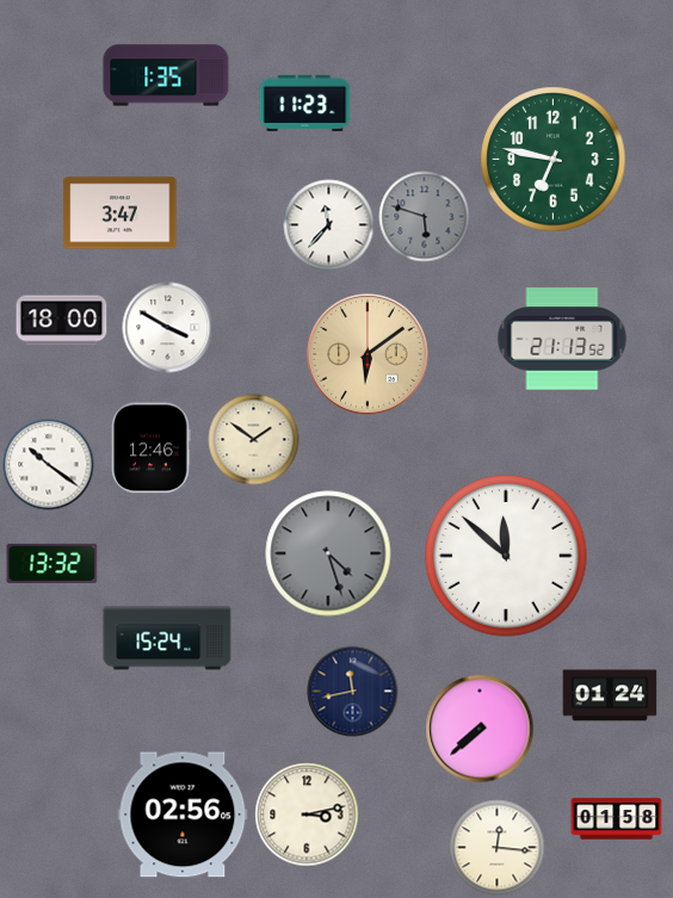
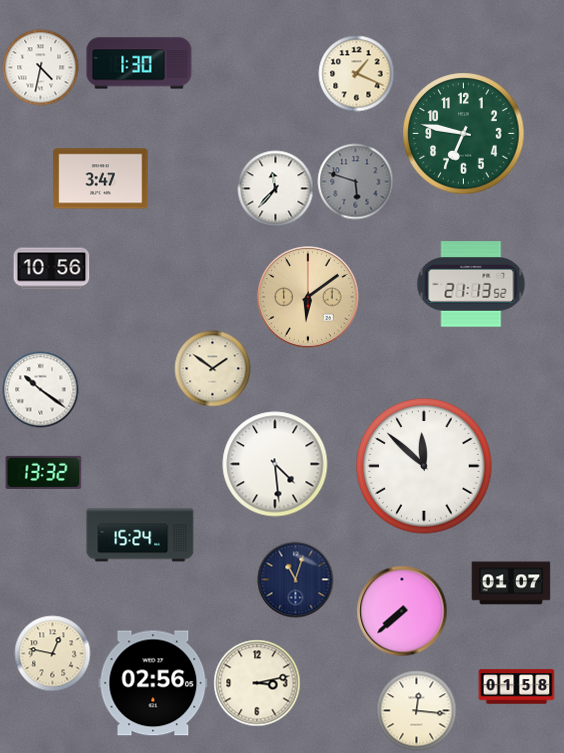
clock at (166, 75): 1:35 -> 1:30
clock at (41, 68): none -> 4:32
clock at (357, 74): none -> 1:19
clock at (305, 103): 11:23 -> none
clock at (62, 321): 18:00 -> 10:56
clock at (168, 328): 3:50 -> none
clock at (152, 448): 12:46 -> none
clock at (328, 553): 4:27 -> 4:29
clock at (328, 553) dial: grey -> white
clock at (353, 692): 11:43 -> 11:03
clock at (610, 695): 01:24 -> 01:07
clock at (53, 654): none -> 12:47
